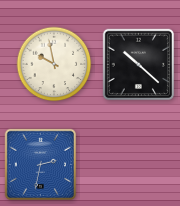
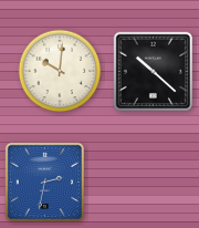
clock at (54, 64): 9:58 -> 10:01
